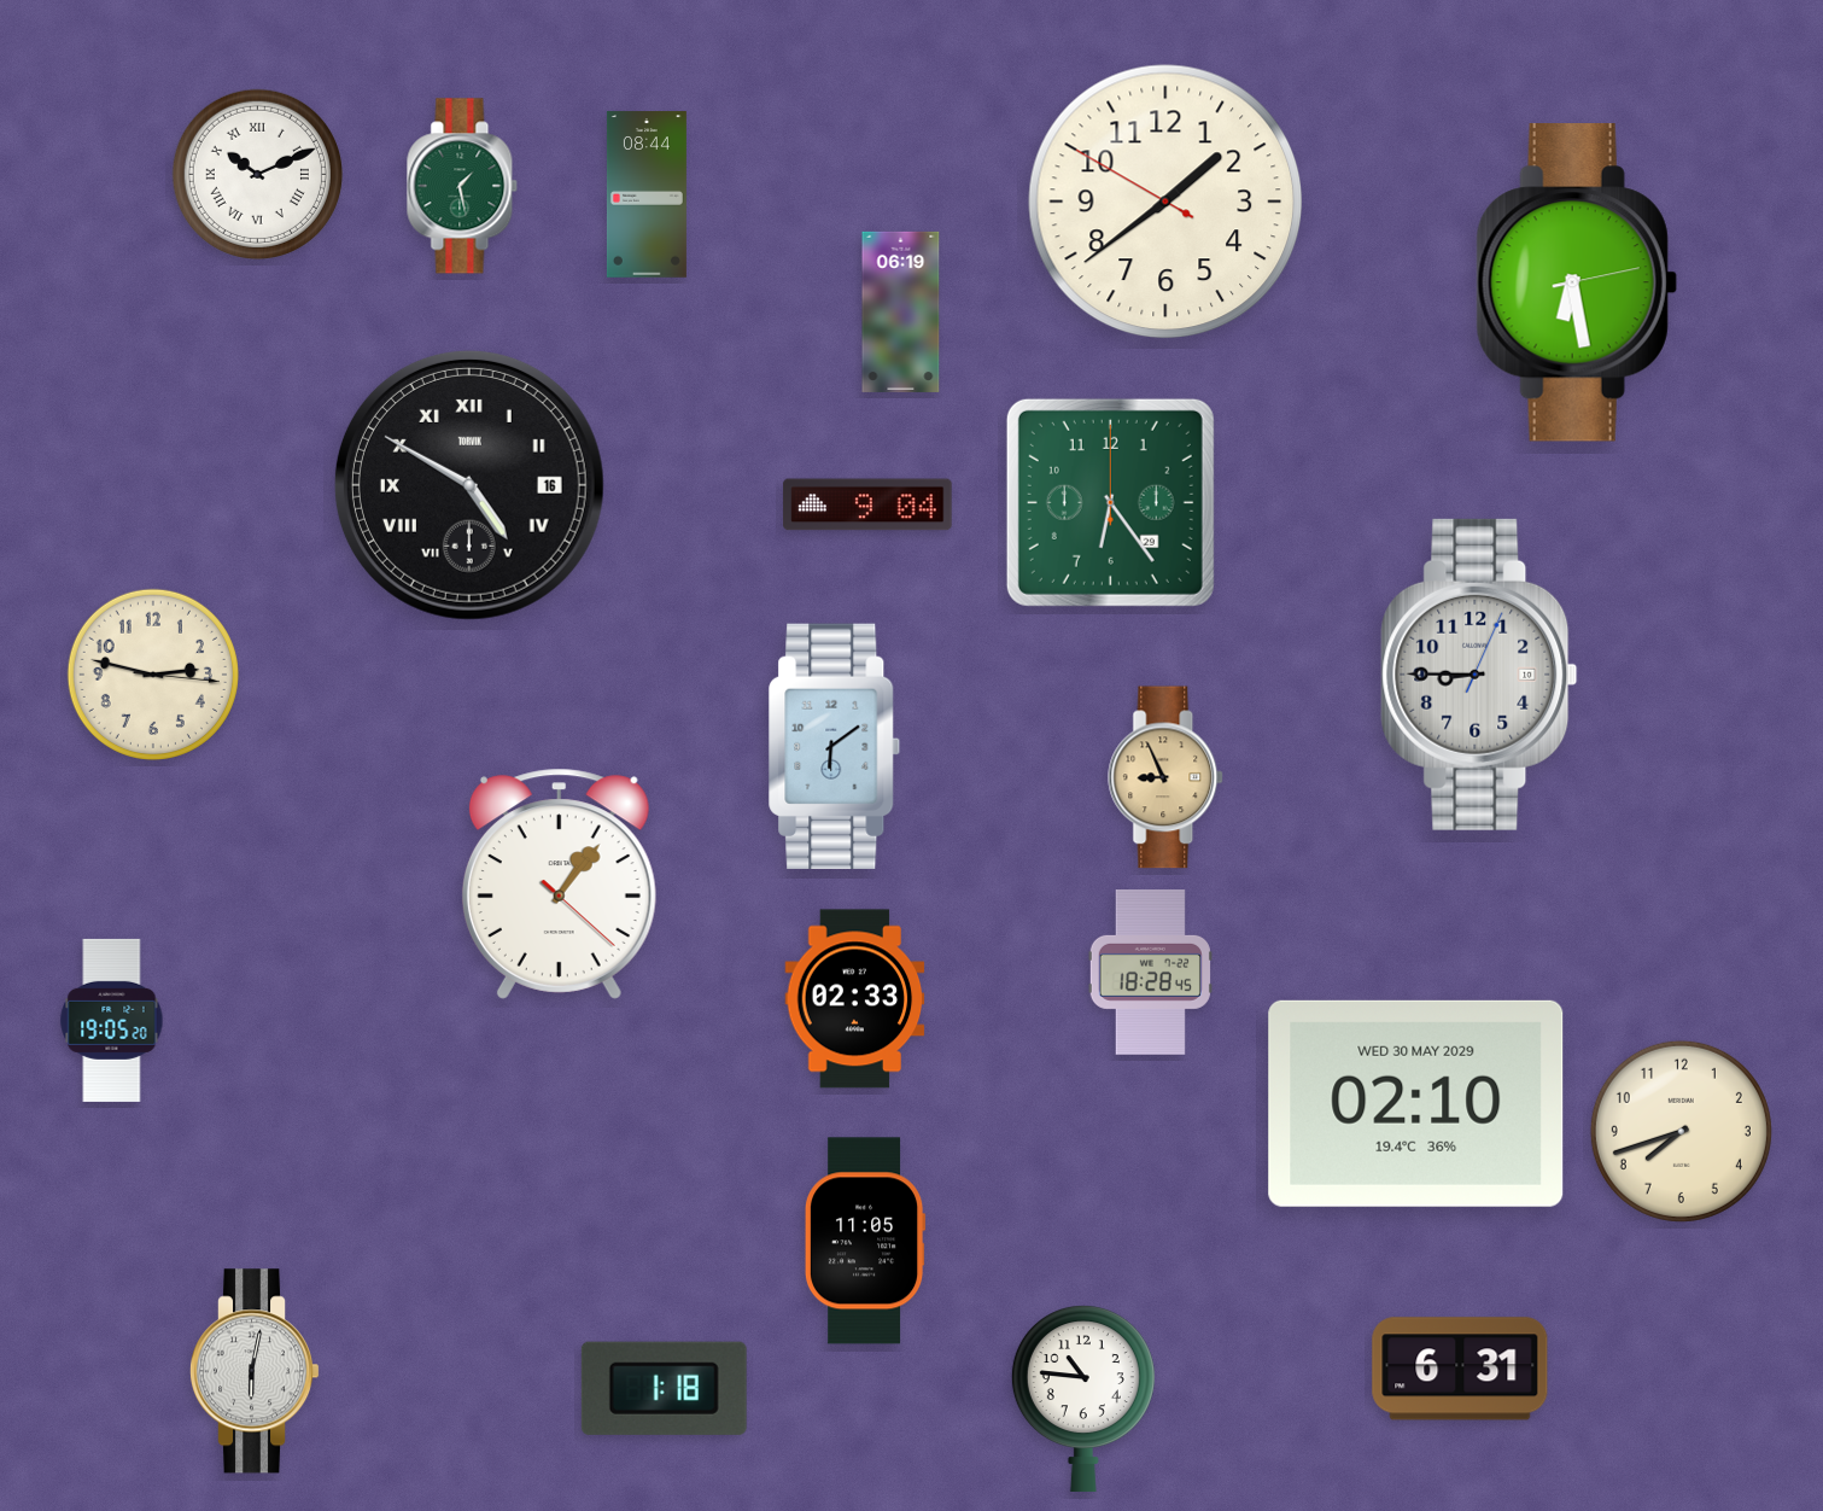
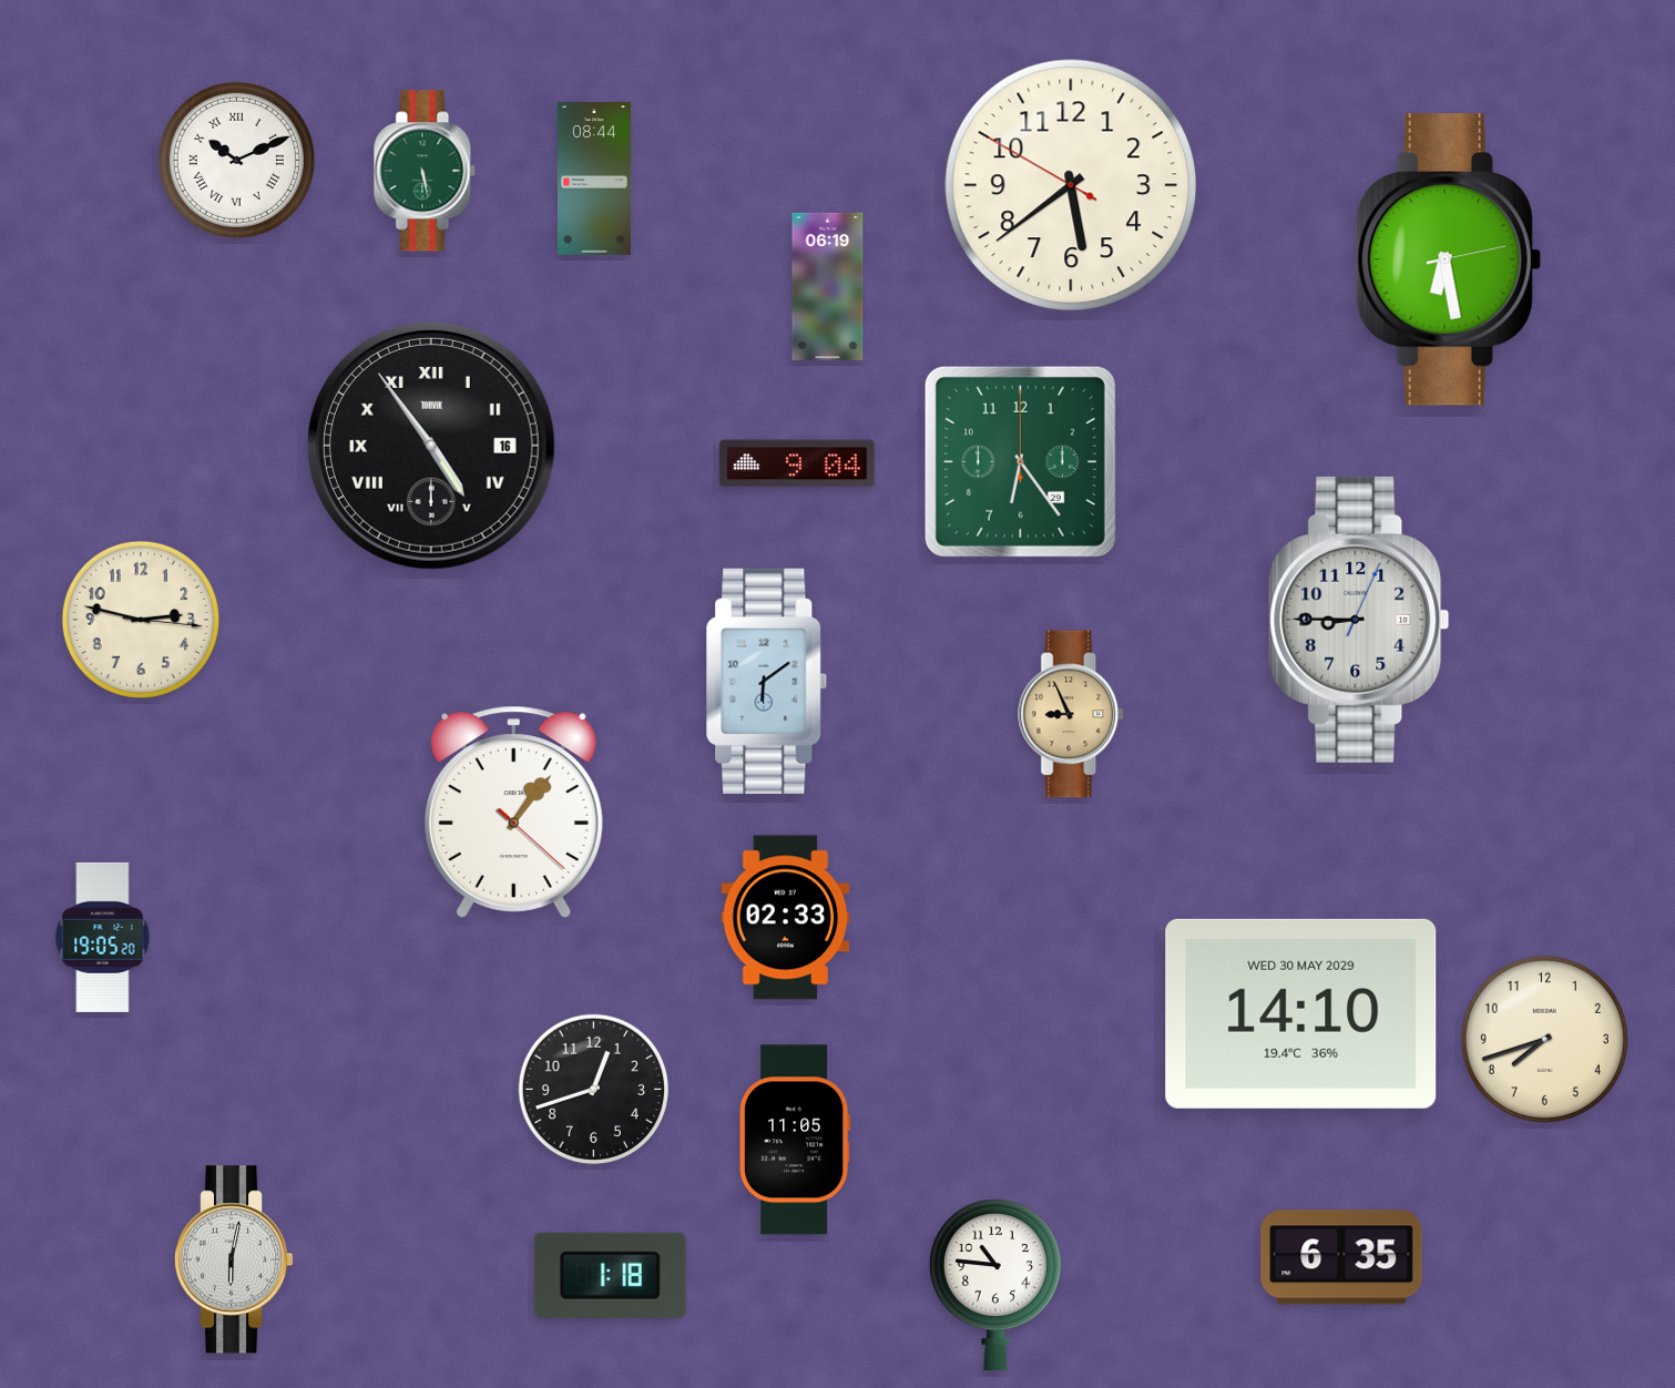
clock at (462, 186): 1:28 -> 5:28
clock at (1165, 202): 1:38 -> 5:38
clock at (469, 485): 4:50 -> 4:54
clock at (835, 746) position: (835, 746) -> (767, 681)
clock at (1150, 972): 18:28 -> none
clock at (1416, 1103): 02:10 -> 14:10
clock at (594, 1090): none -> 12:42
clock at (1460, 1369): 6:31 -> 6:35
